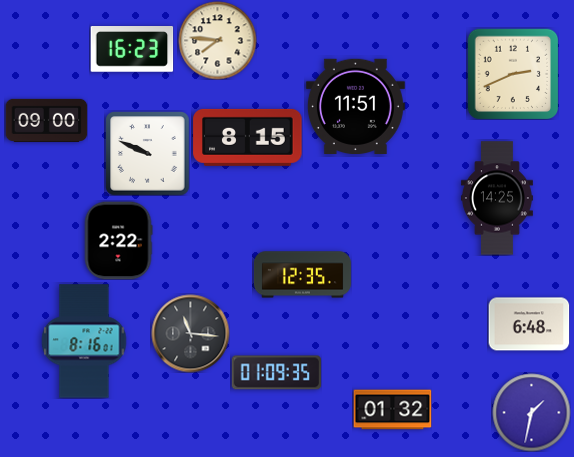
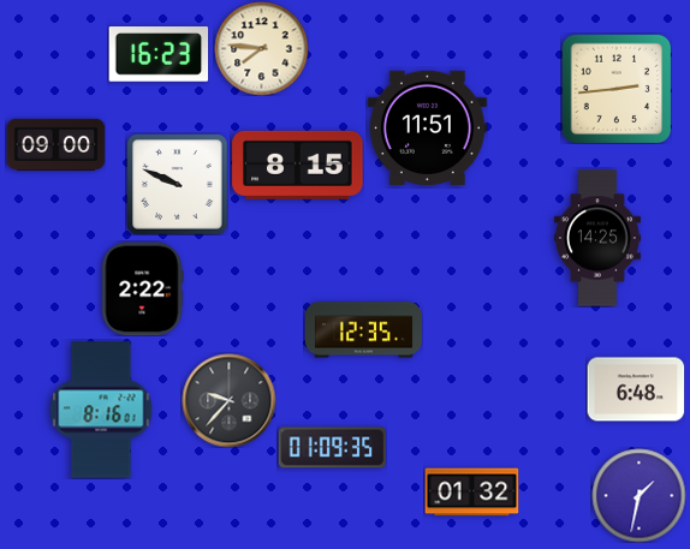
clock at (132, 50) position: (132, 50) -> (159, 55)
clock at (513, 74): 2:41 -> 2:44
clock at (190, 333): 11:16 -> 9:37
